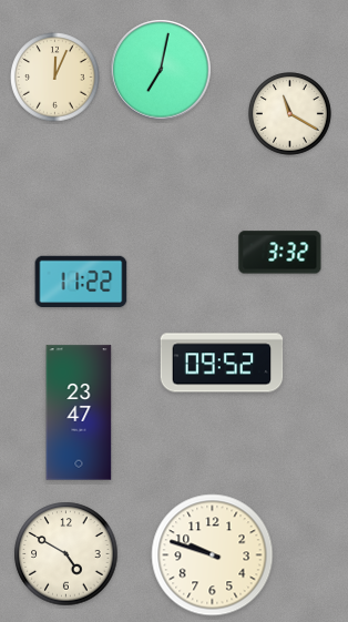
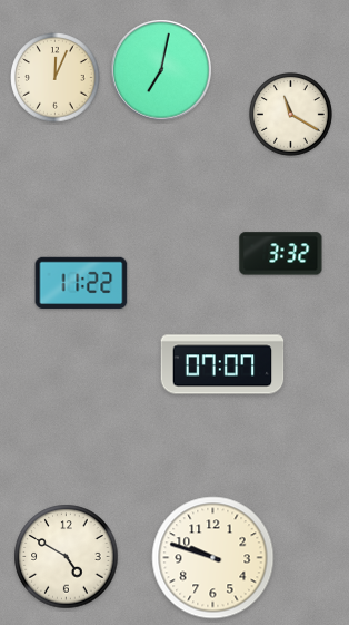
clock at (222, 363): 09:52 -> 07:07
clock at (79, 412): 23:47 -> none
